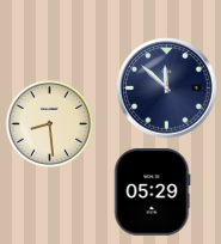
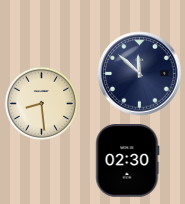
clock at (153, 193): 05:29 -> 02:30
